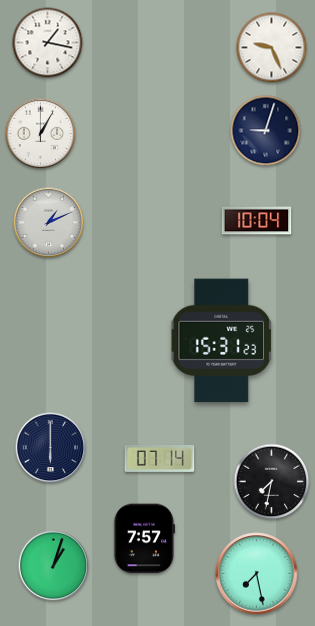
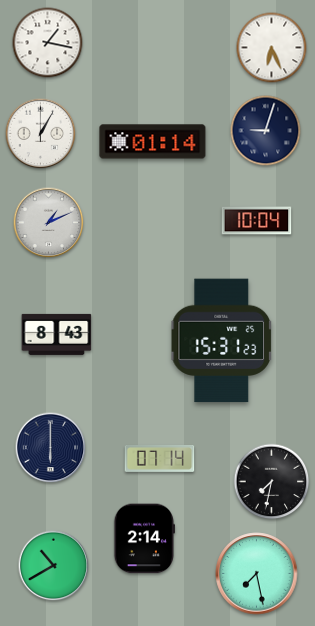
clock at (272, 48): 9:26 -> 6:26
clock at (153, 142): none -> 01:14
clock at (57, 334): none -> 8:43
clock at (144, 539): 7:57 -> 2:14
clock at (54, 566): 1:03 -> 10:40
